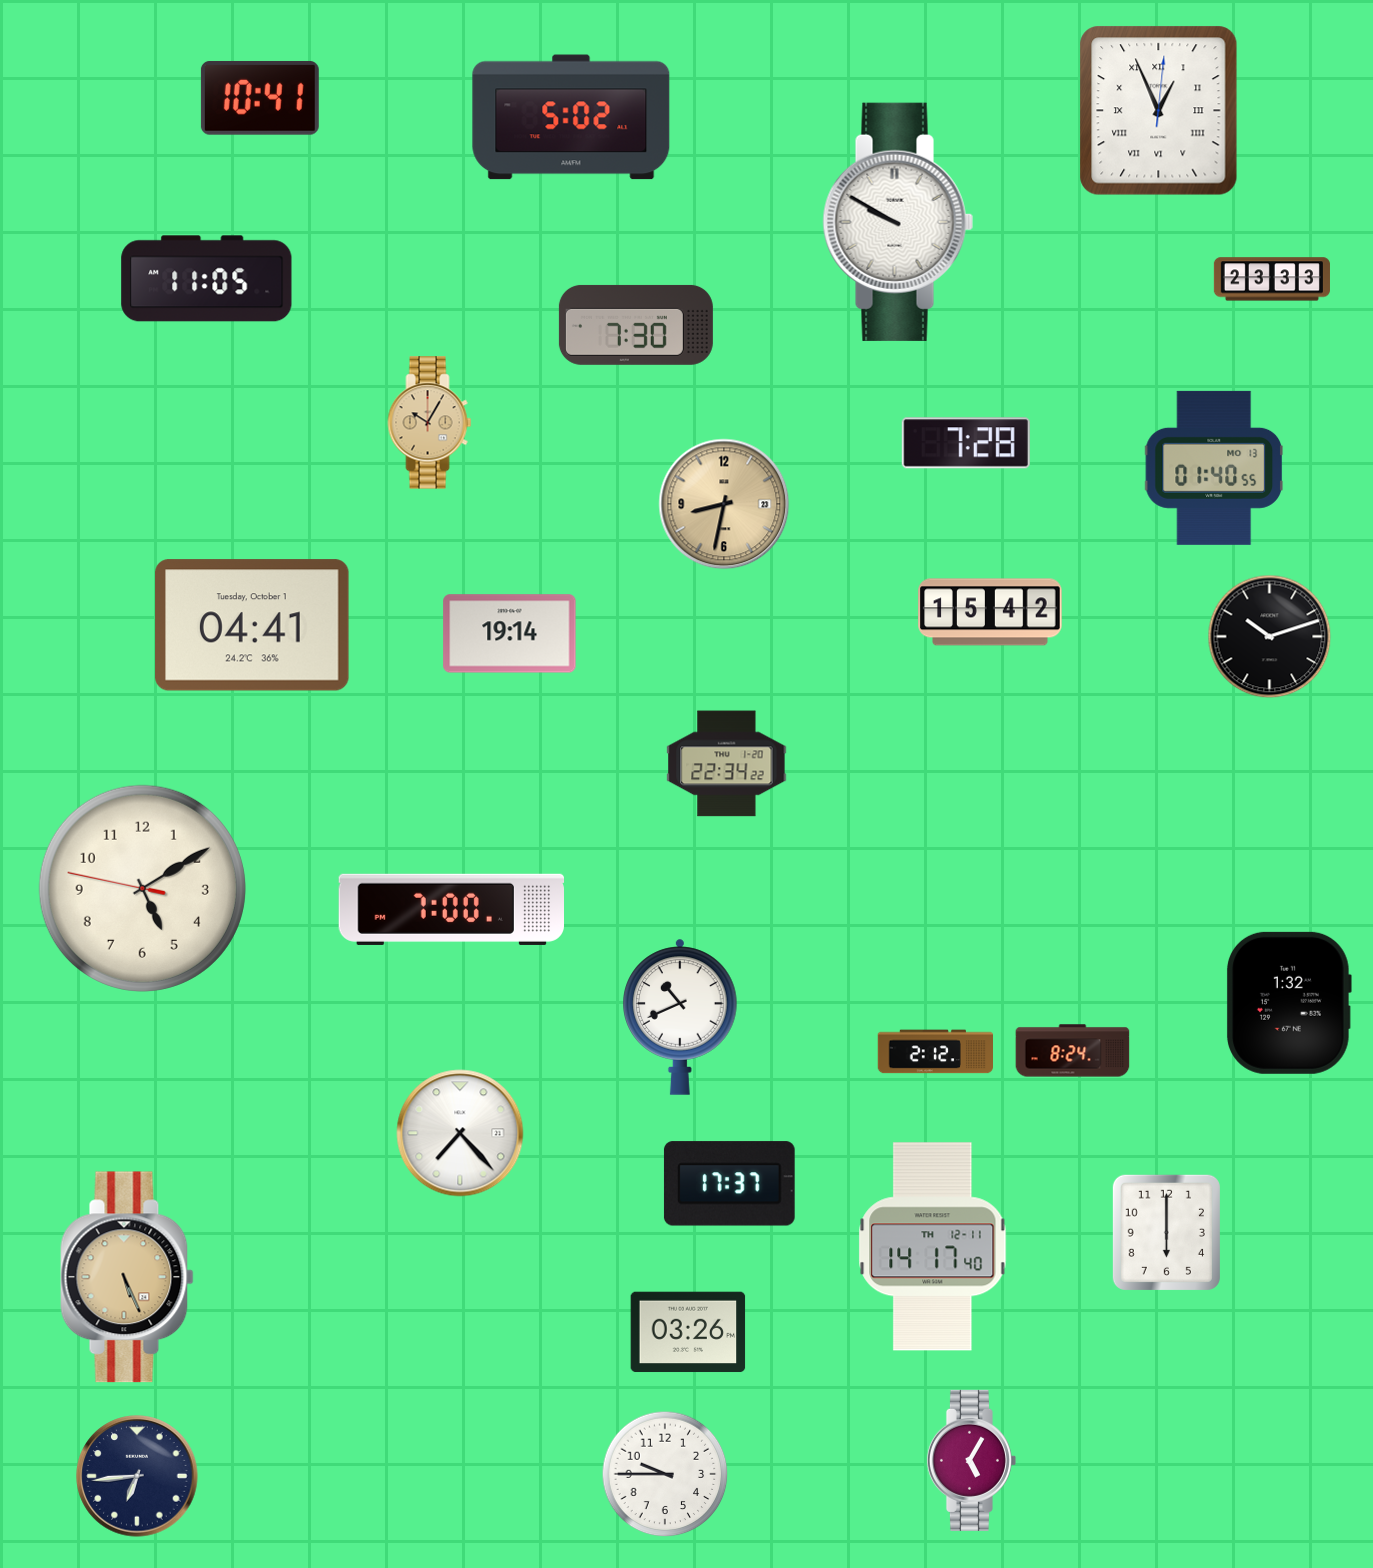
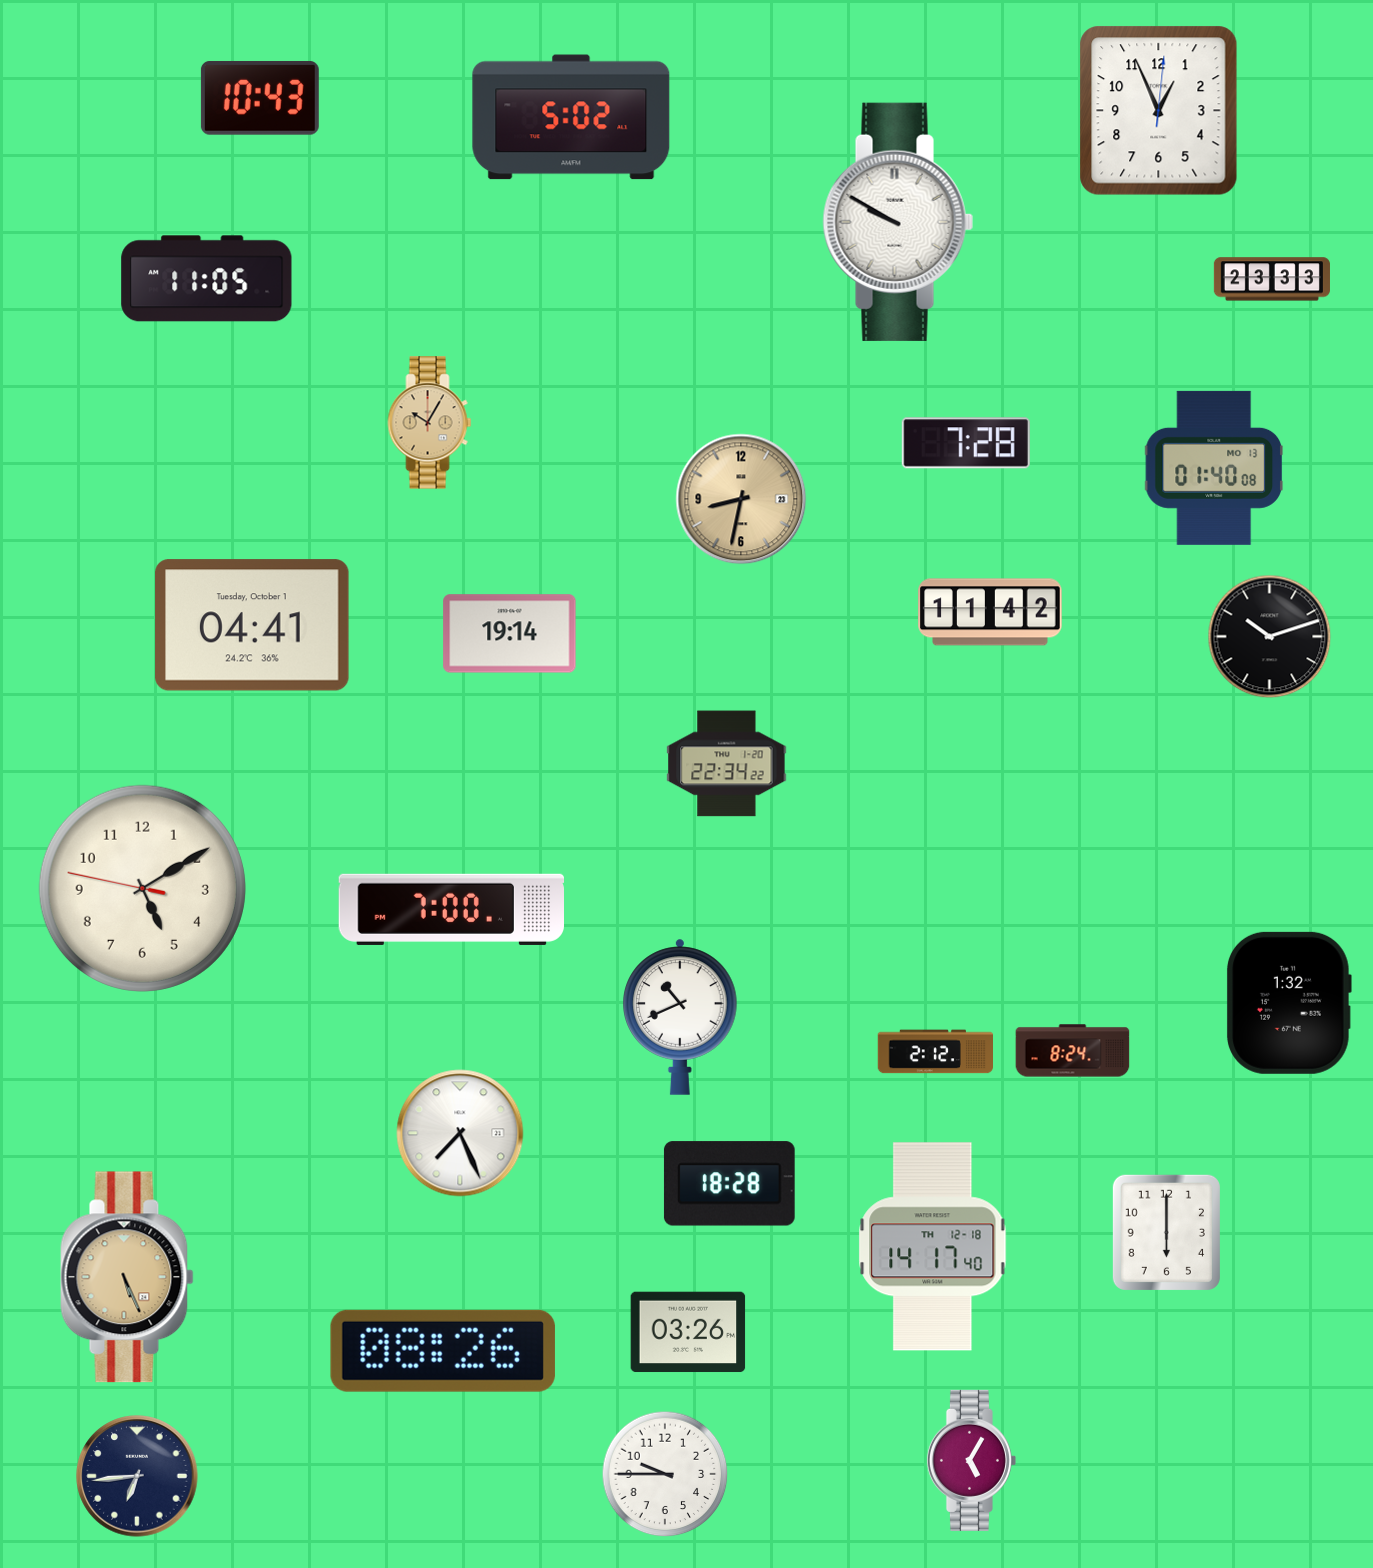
clock at (260, 98): 10:41 -> 10:43
clock at (1159, 111) numerals: Roman -> Arabic
clock at (636, 325): 7:30 -> none
clock at (1214, 468): 01:40:55 -> 01:40:08
clock at (724, 504) position: (724, 504) -> (741, 499)
clock at (990, 612): 15:42 -> 11:42
clock at (460, 1133): 7:23 -> 7:26
clock at (729, 1184): 17:37 -> 18:28
clock at (933, 1247) date: TH 12-11 -> TH 12-18
clock at (443, 1351): none -> 08:26
